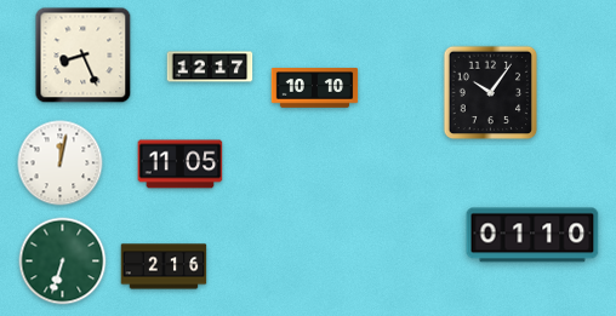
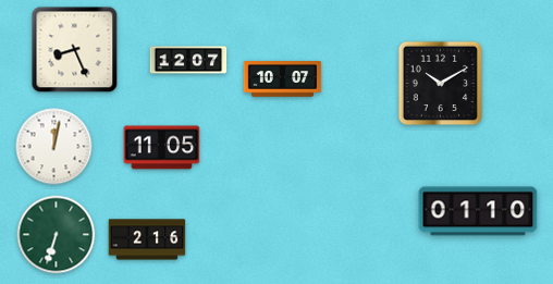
clock at (210, 67): 12:17 -> 12:07
clock at (315, 88): 10:10 -> 10:07
clock at (491, 93): 10:06 -> 10:10
